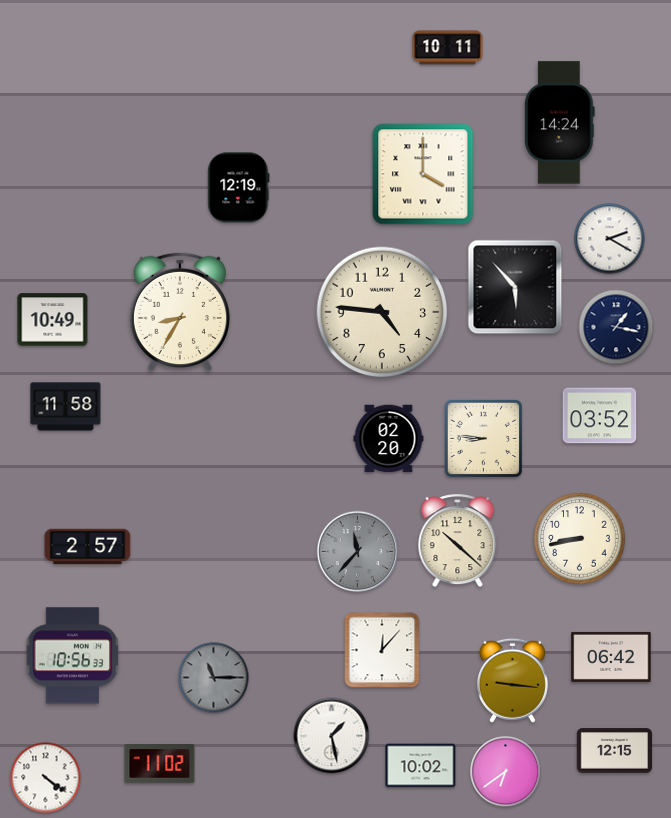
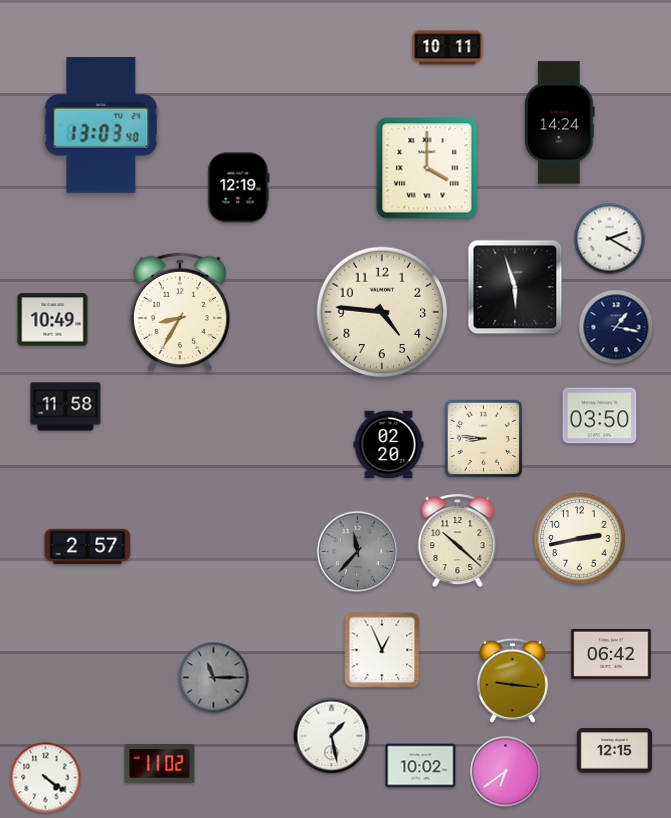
clock at (101, 125): none -> 13:03
clock at (423, 174) position: (423, 174) -> (427, 168)
clock at (515, 287): 5:53 -> 5:57
clock at (600, 416): 03:52 -> 03:50
clock at (389, 439) position: (389, 439) -> (389, 445)
clock at (580, 539): 8:43 -> 2:43
clock at (382, 650): 12:07 -> 12:56
clock at (73, 656): 10:56 -> none
clock at (611, 657) position: (611, 657) -> (611, 654)
